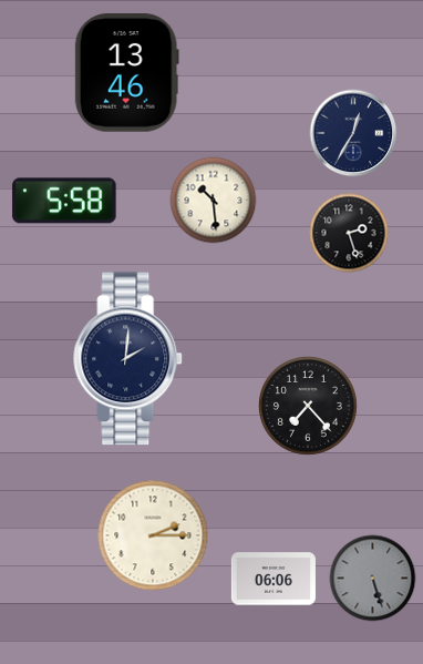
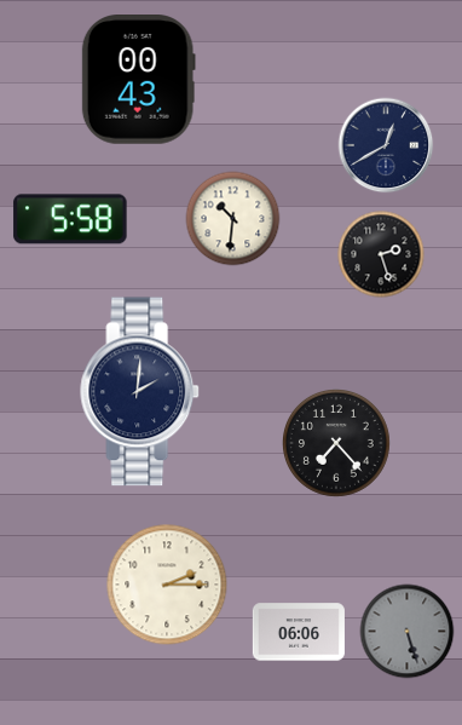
clock at (126, 73): 13:46 -> 00:43
clock at (353, 133): 12:35 -> 12:40
clock at (214, 201): 10:29 -> 10:31
